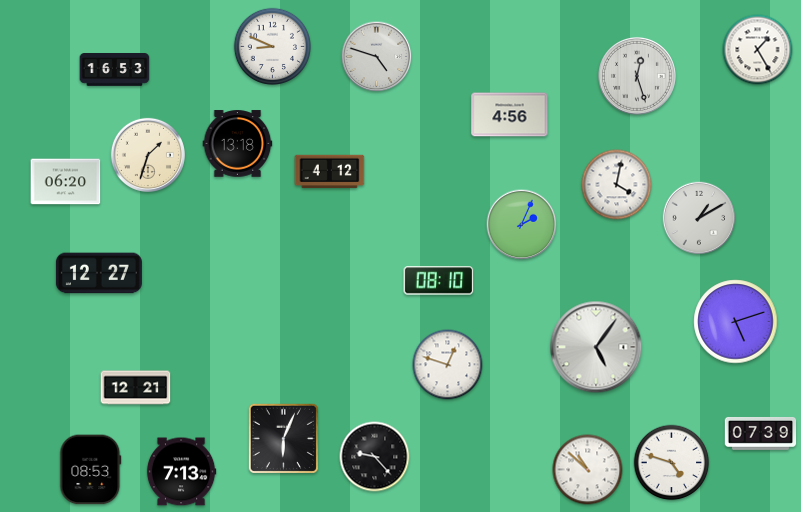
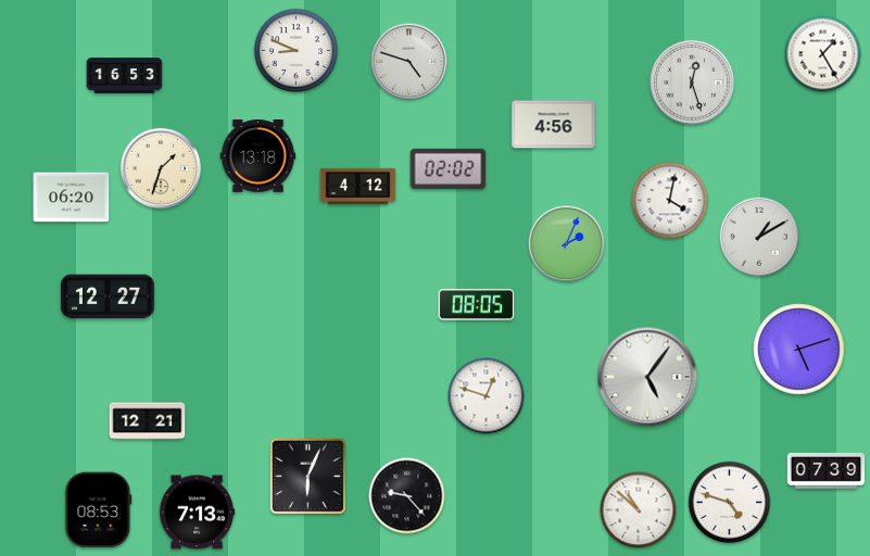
clock at (449, 168): none -> 02:02
clock at (439, 281): 08:10 -> 08:05
